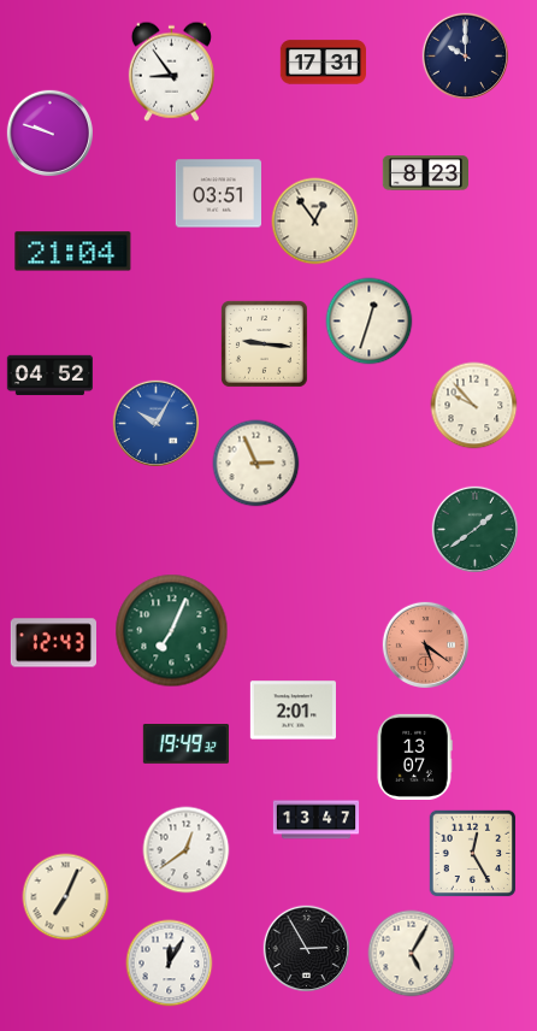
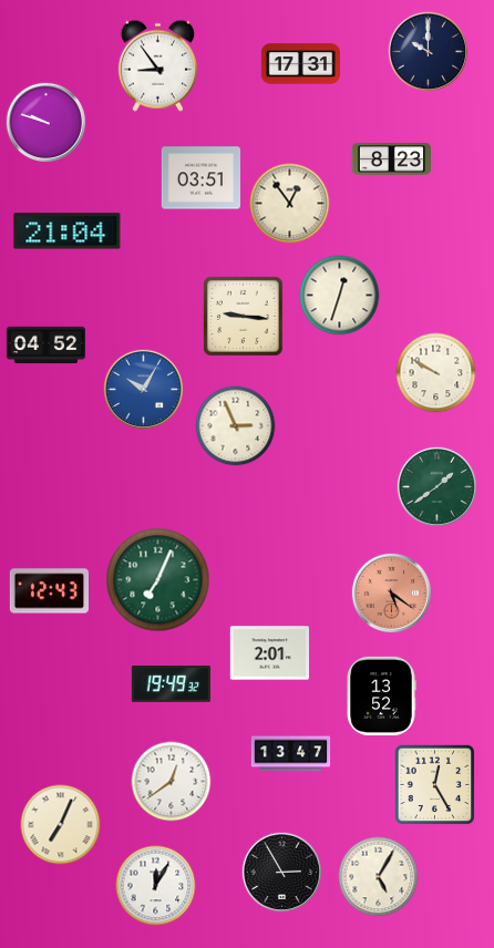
clock at (323, 63) position: (323, 63) -> (300, 64)
clock at (474, 406): 9:53 -> 9:50
clock at (414, 756): 13:07 -> 13:52
